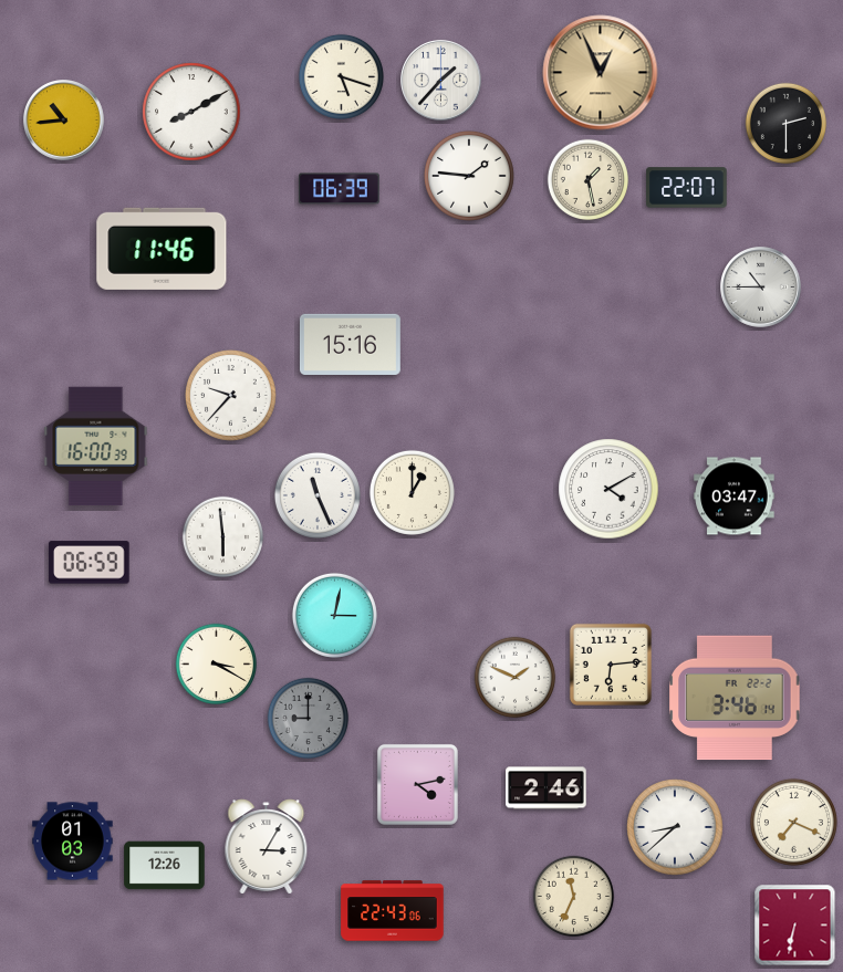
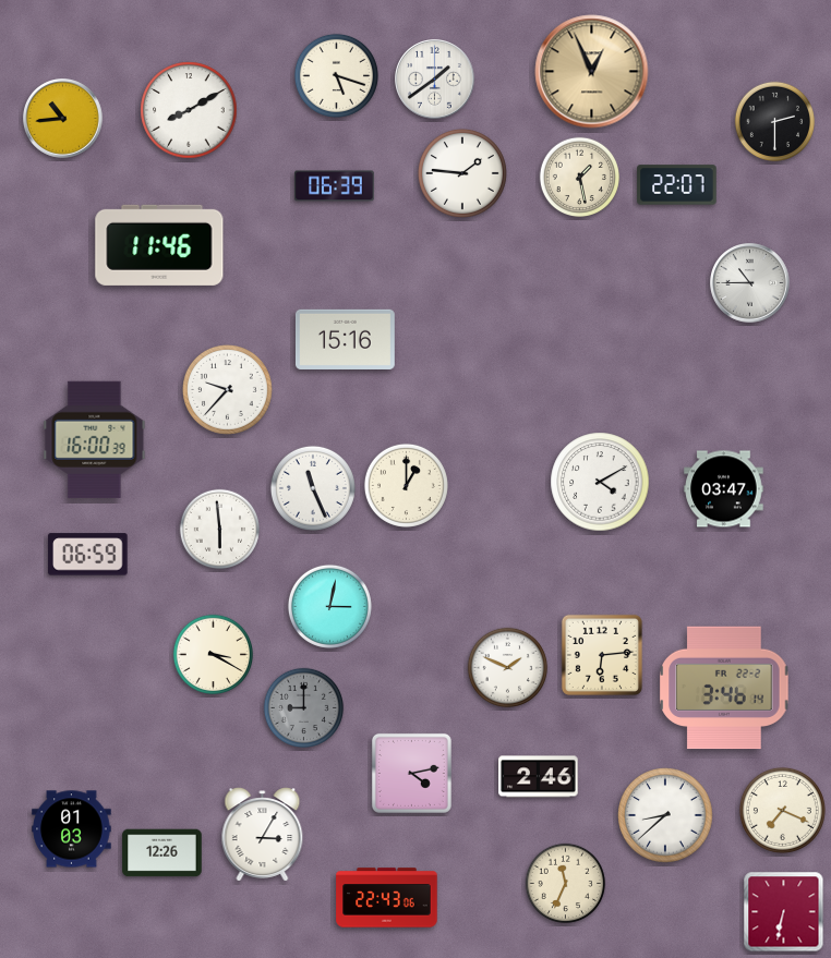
clock at (441, 81): 1:37 -> 1:39
